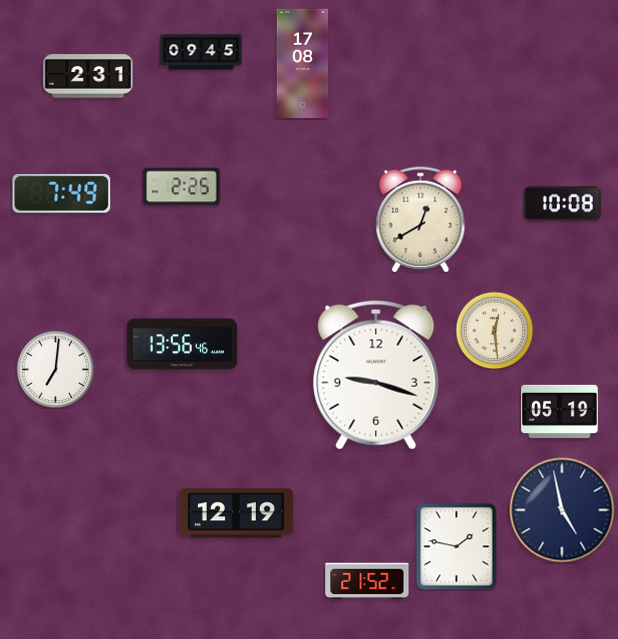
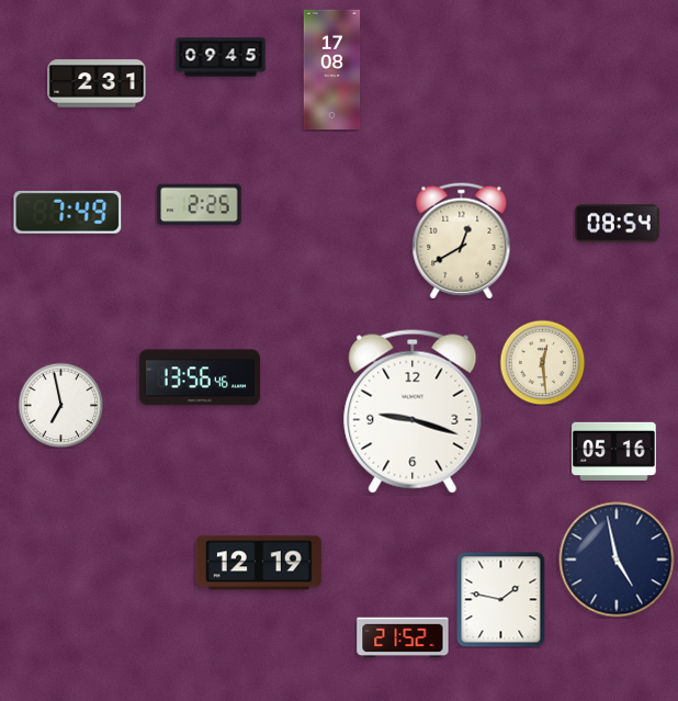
clock at (563, 204): 10:08 -> 08:54
clock at (55, 369): 7:01 -> 6:58
clock at (560, 412): 05:19 -> 05:16
